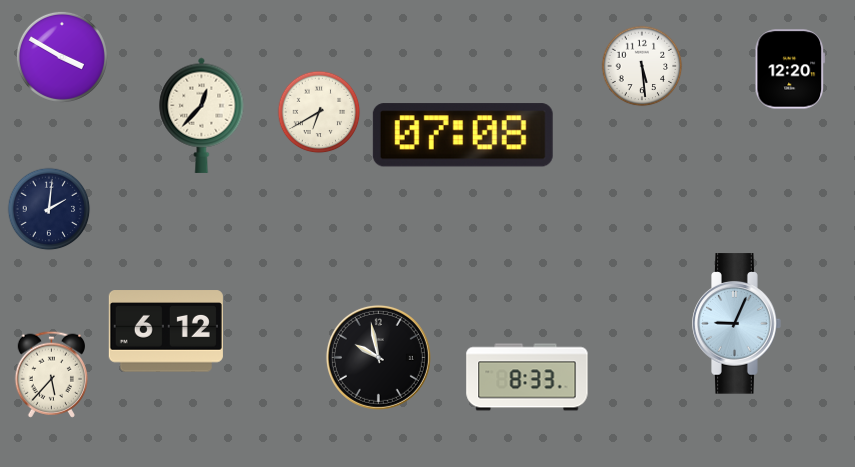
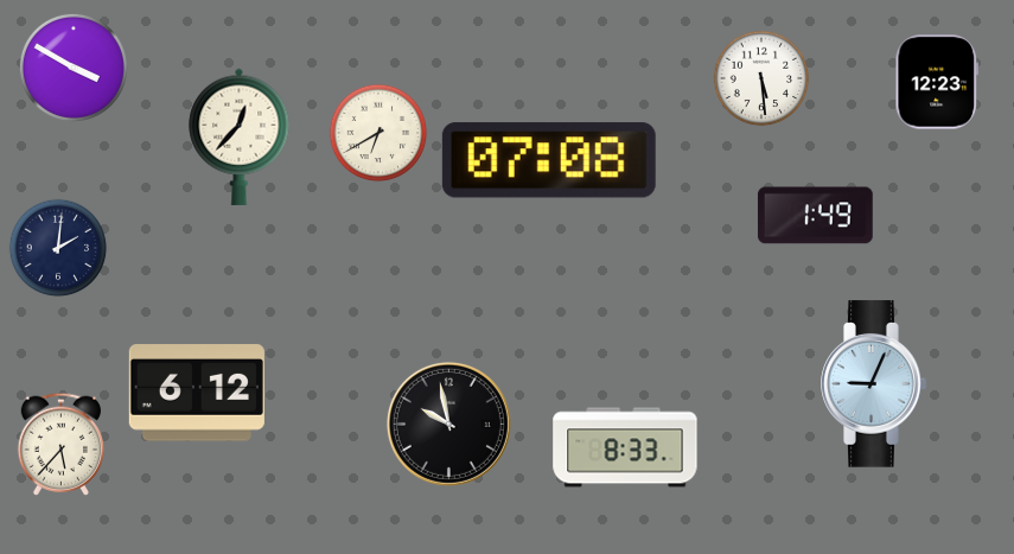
clock at (790, 69): 12:20 -> 12:23
clock at (815, 216): none -> 1:49
